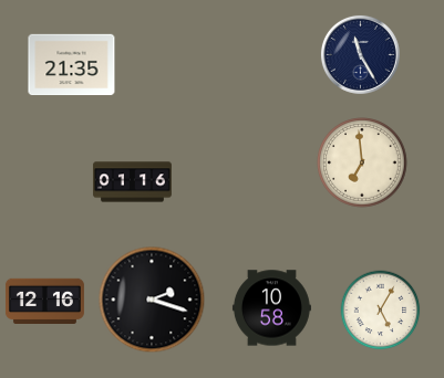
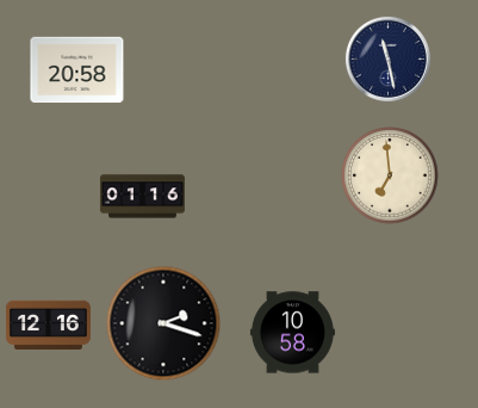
clock at (360, 54): 11:25 -> 11:28
clock at (72, 65): 21:35 -> 20:58
clock at (381, 311): 5:05 -> none
